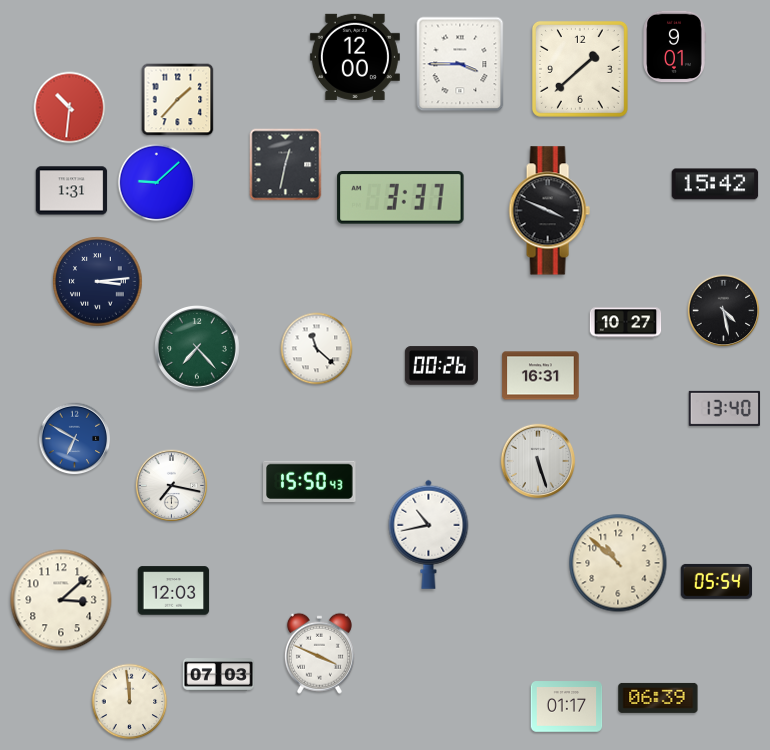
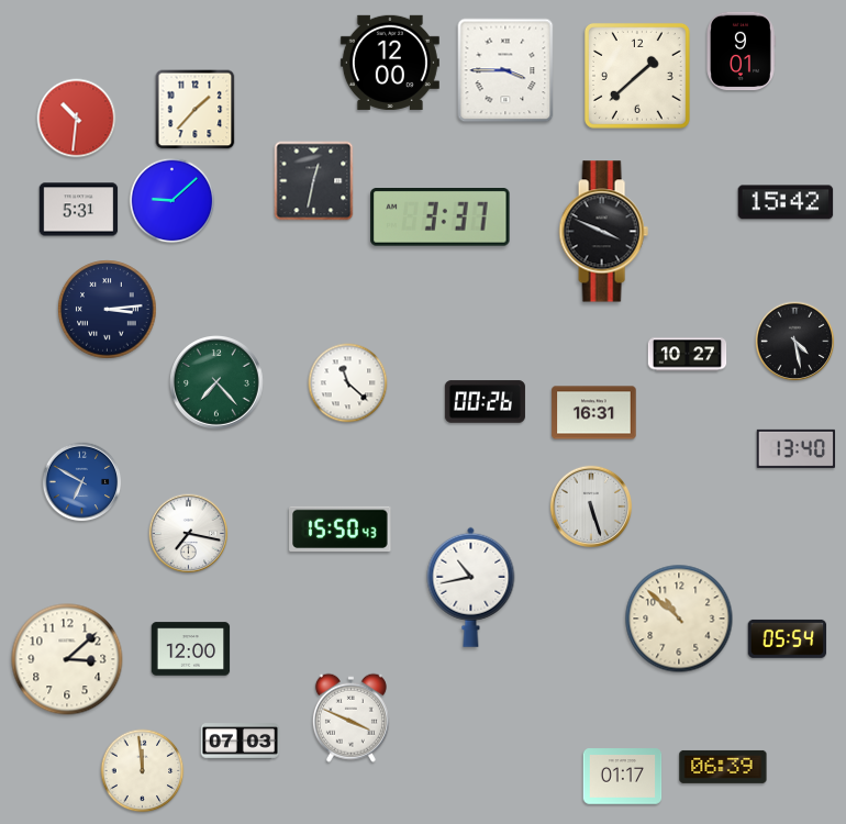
clock at (72, 191): 1:31 -> 5:31
clock at (174, 591): 12:03 -> 12:00
